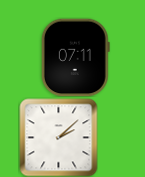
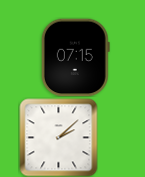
clock at (75, 57): 07:11 -> 07:15
